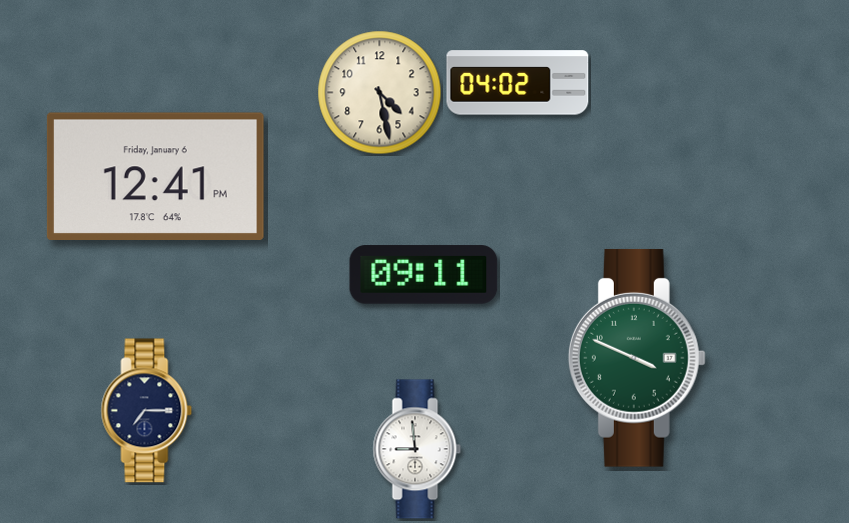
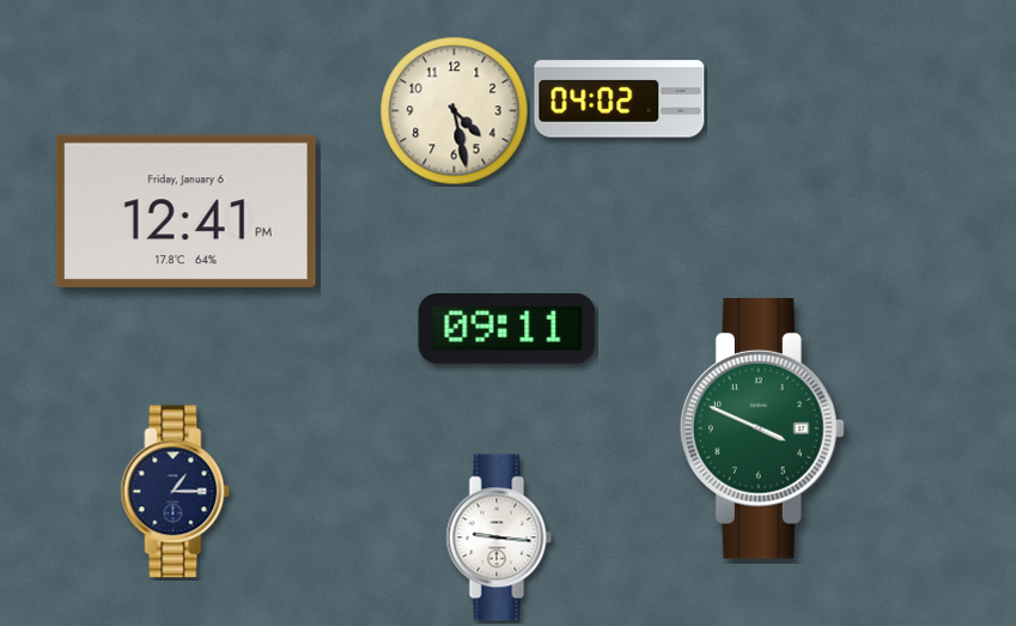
clock at (147, 411): 7:15 -> 1:15
clock at (417, 449): 8:59 -> 9:16
